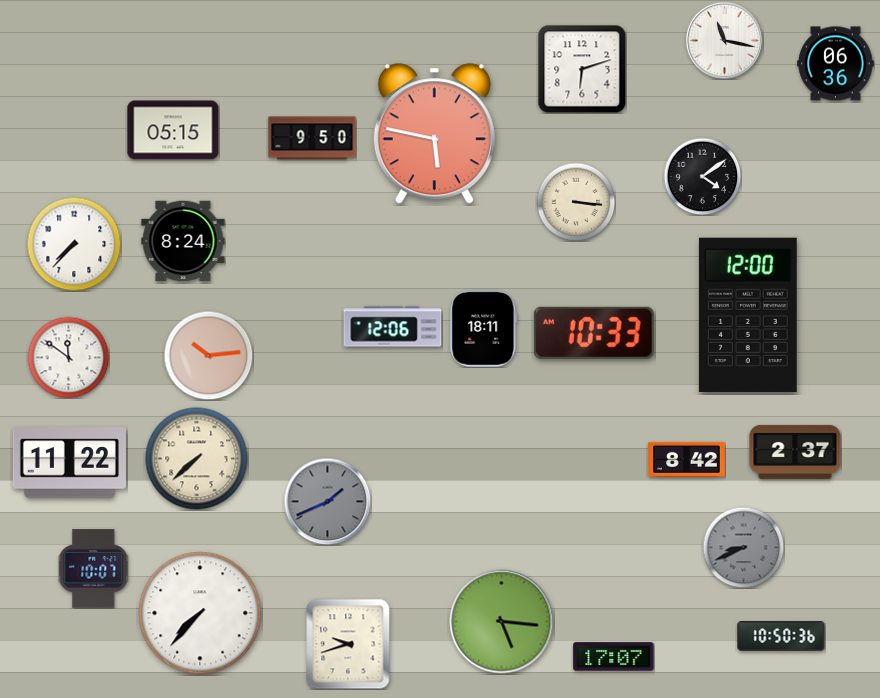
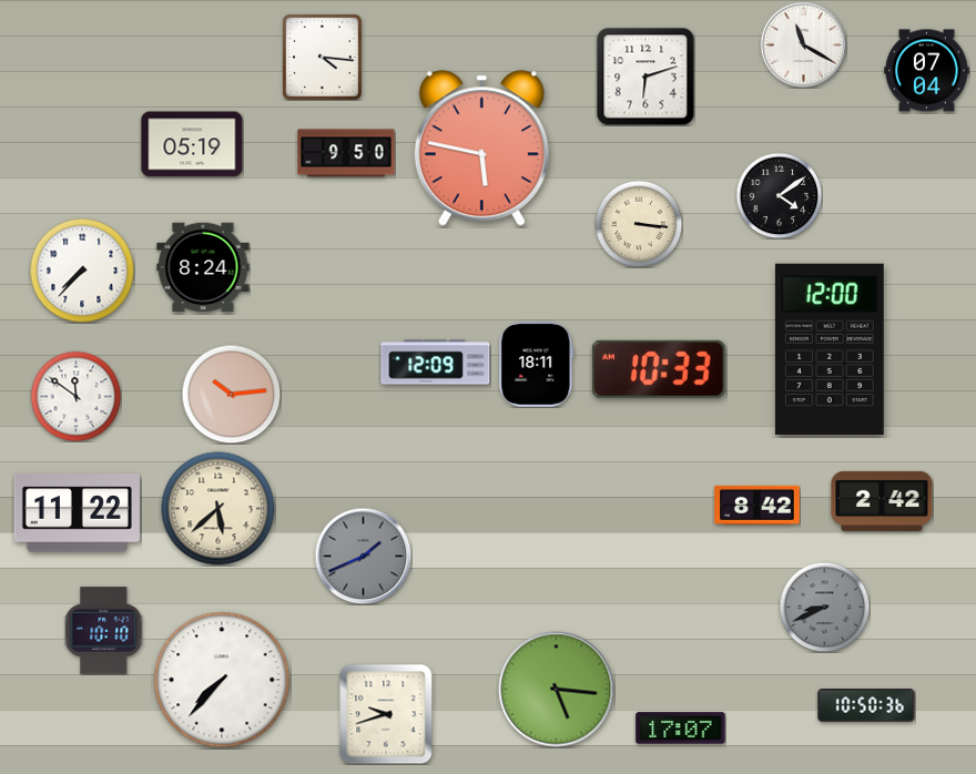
clock at (724, 40): 11:17 -> 11:20
clock at (322, 58): none -> 4:16
clock at (836, 64): 06:36 -> 07:04
clock at (173, 130): 05:15 -> 05:19
clock at (393, 327): 12:06 -> 12:09
clock at (795, 452): 2:37 -> 2:42
clock at (197, 459): 7:38 -> 5:38
clock at (687, 459) position: (687, 459) -> (758, 505)
clock at (94, 569): 10:07 -> 10:10
